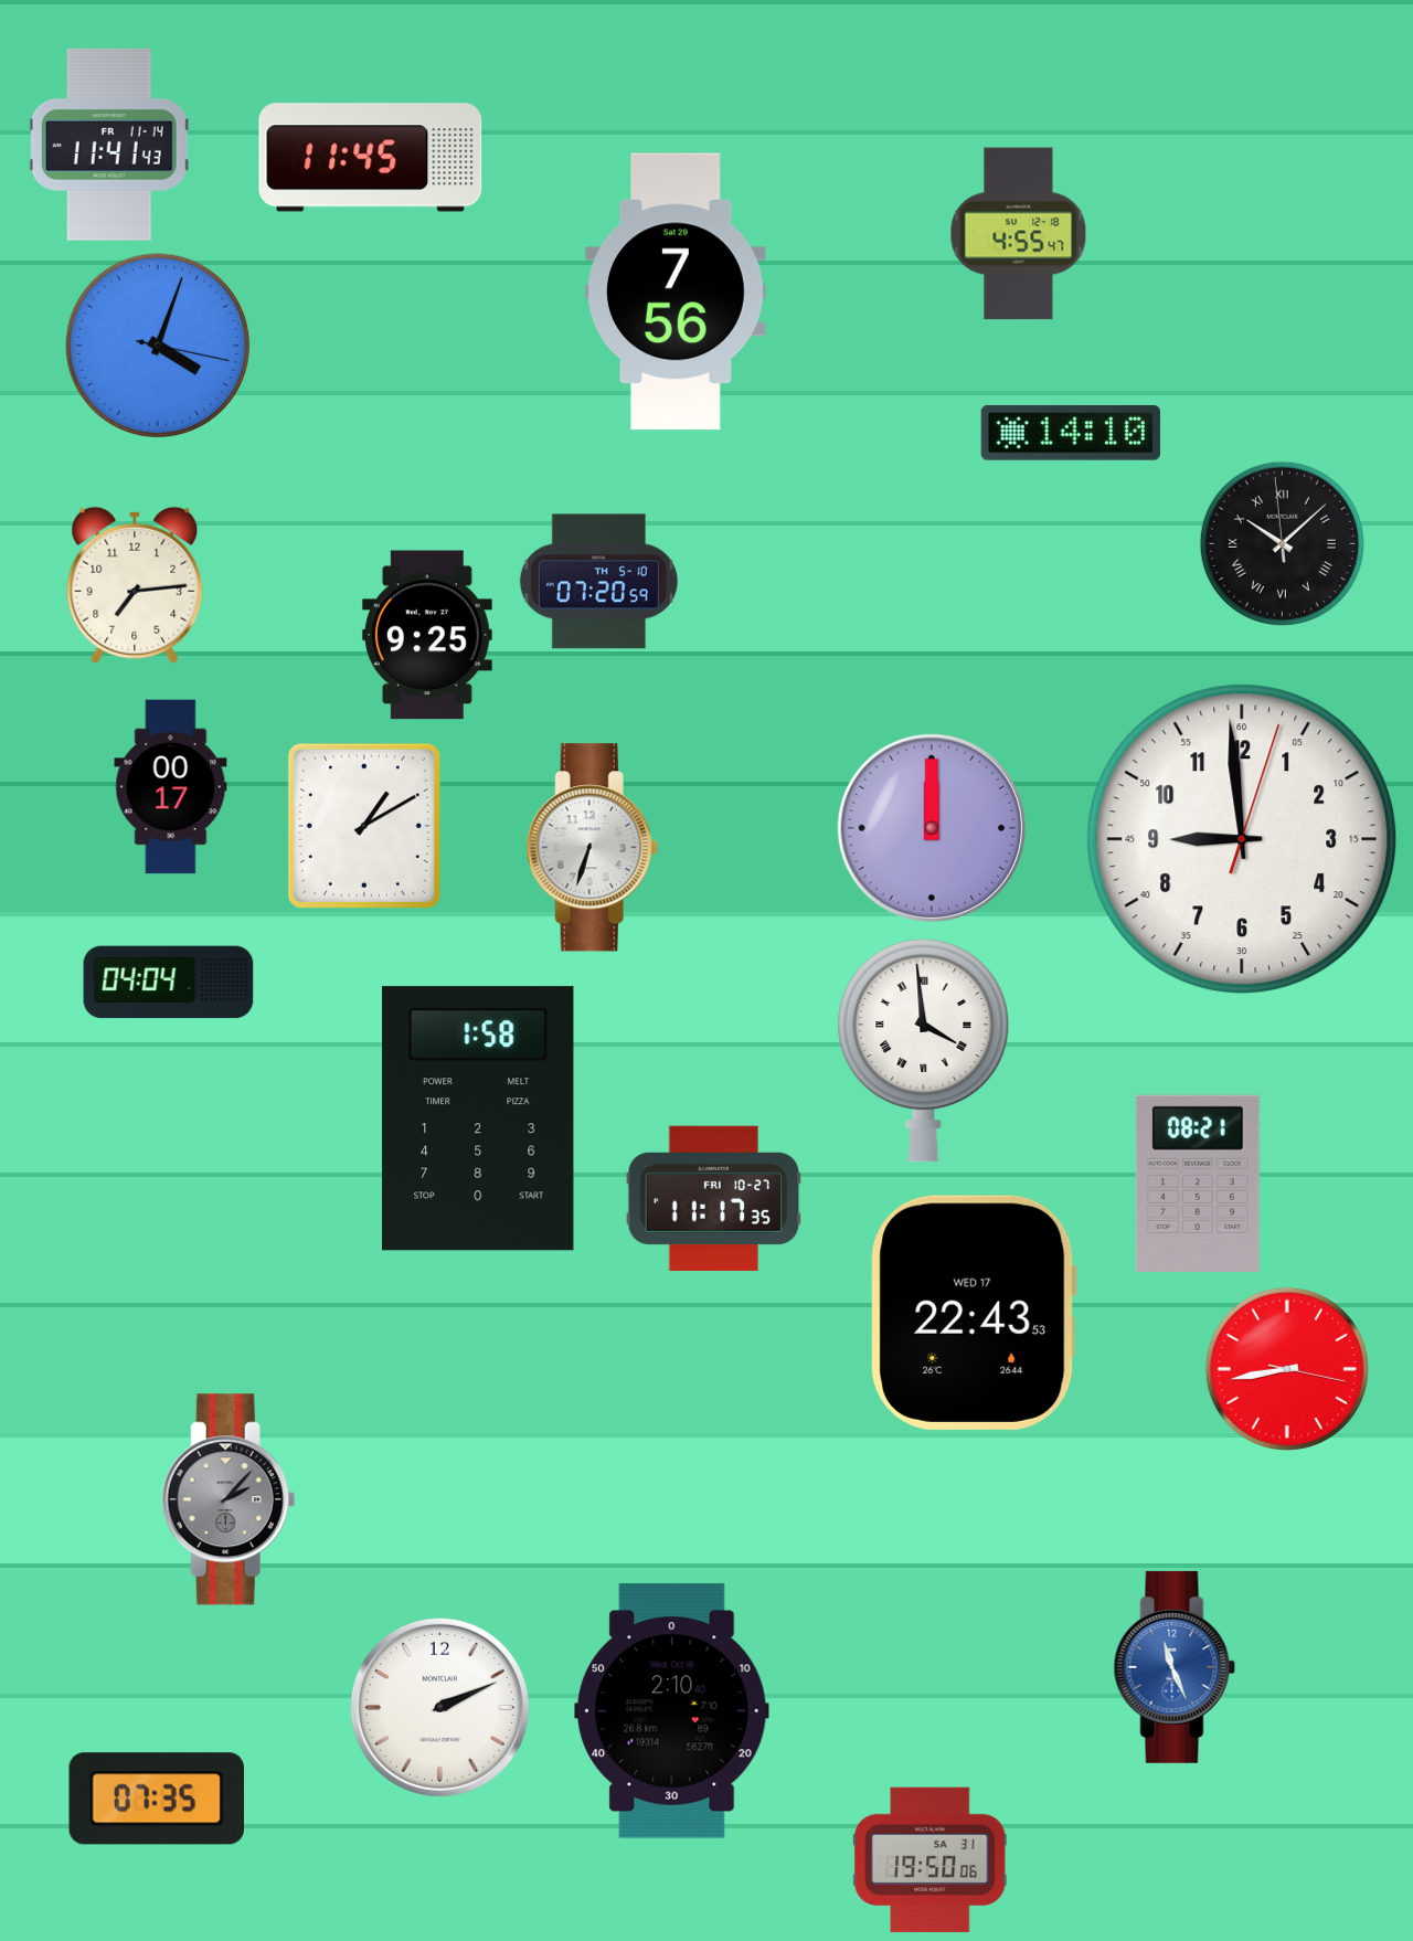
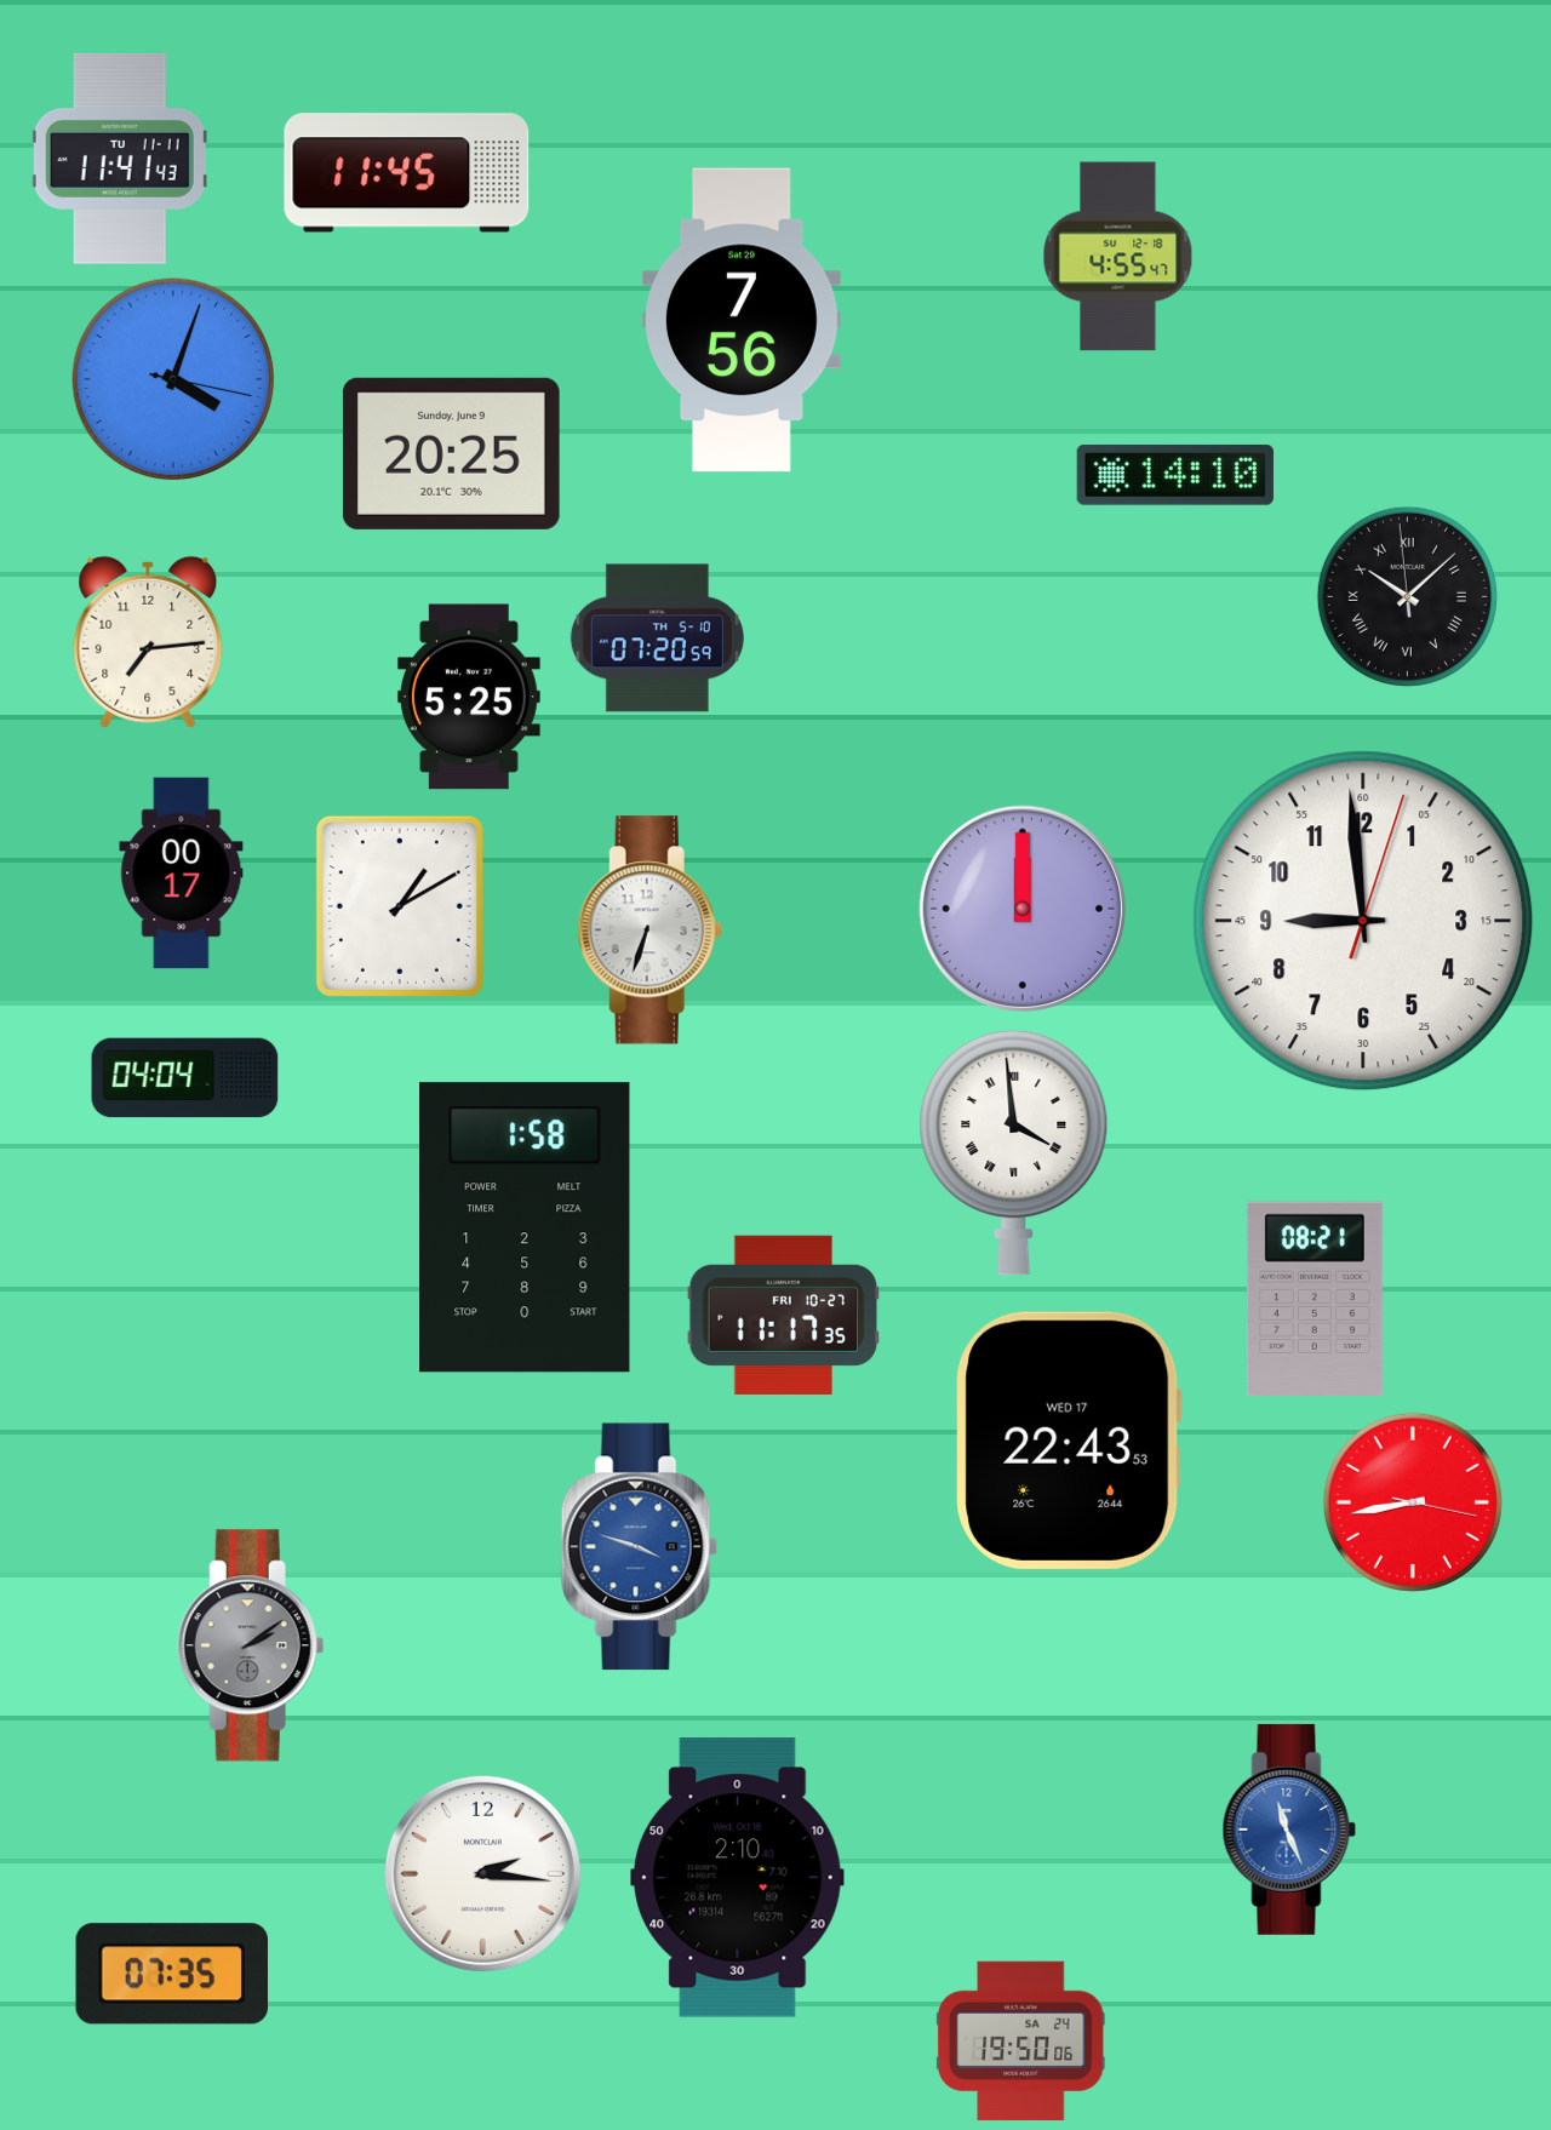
clock at (109, 145) date: FR 11-14 -> TU 11-11
clock at (451, 453): none -> 20:25
clock at (427, 635): 9:25 -> 5:25
clock at (171, 787) position: (171, 787) -> (182, 874)
clock at (639, 1547): none -> 3:48
clock at (229, 1499): 2:07 -> 2:09
clock at (439, 1707): 2:11 -> 2:16
clock at (929, 1860) date: SA 31 -> SA 24
